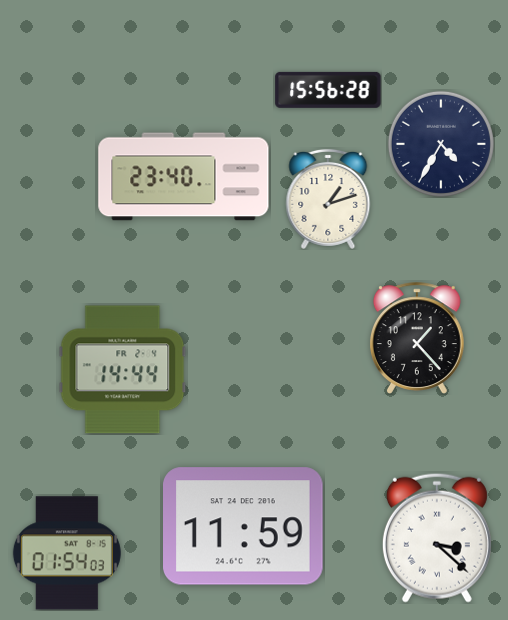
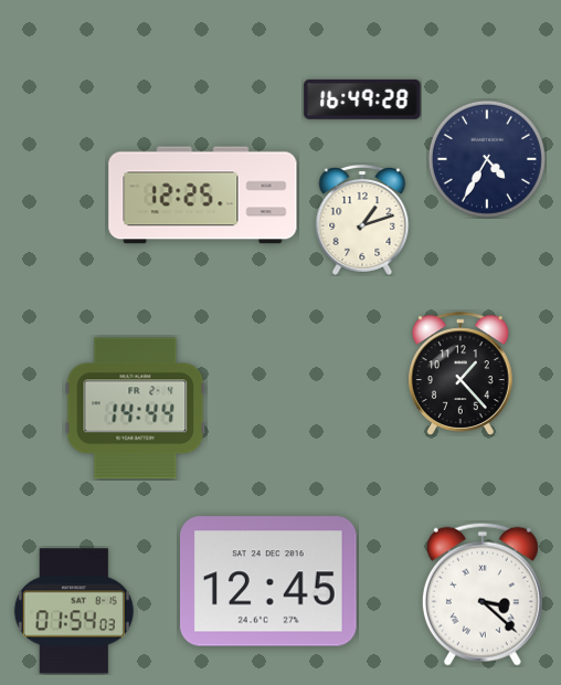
clock at (328, 90): 15:56 -> 16:49
clock at (184, 177): 23:40 -> 12:25
clock at (244, 526): 11:59 -> 12:45
